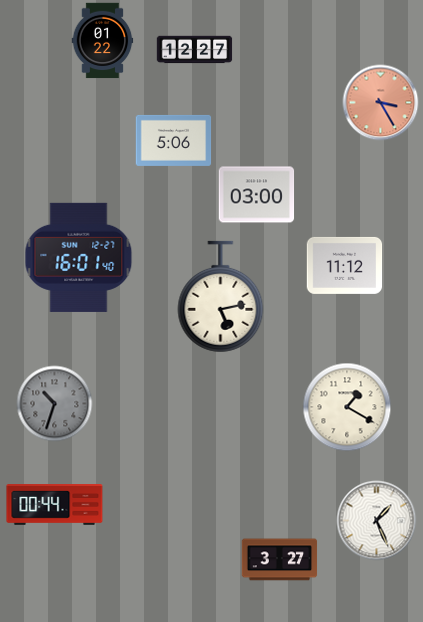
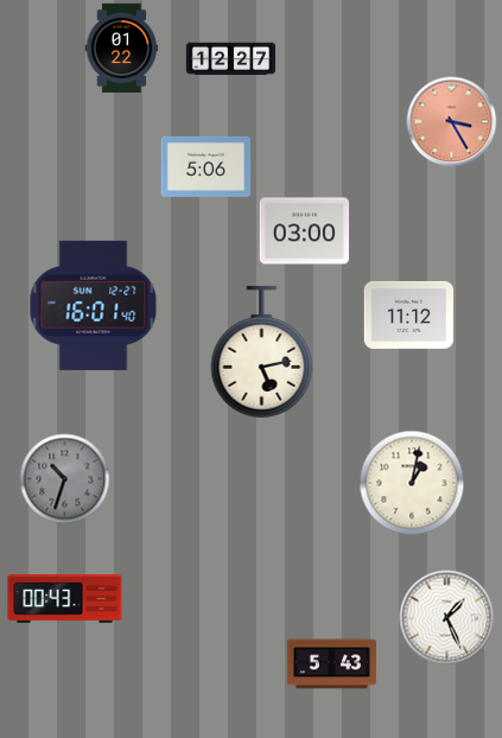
clock at (347, 407): 1:20 -> 1:02
clock at (55, 505): 00:44 -> 00:43
clock at (280, 560): 3:27 -> 5:43
